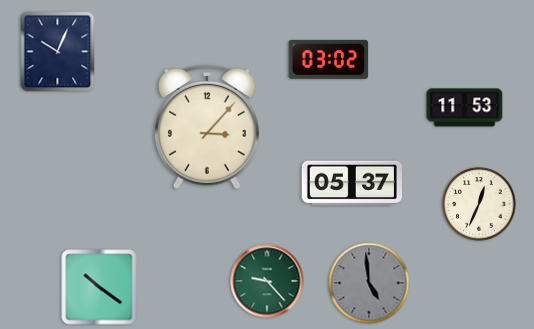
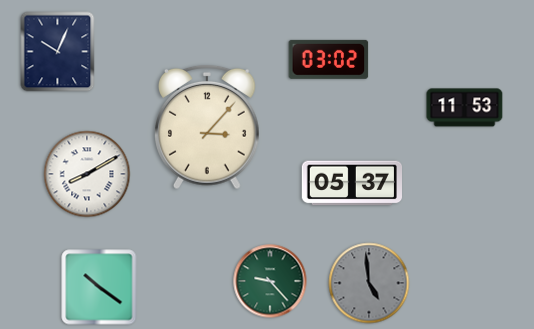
clock at (87, 174): none -> 8:10
clock at (479, 204): 12:34 -> none
clock at (267, 281) position: (267, 281) -> (270, 281)
